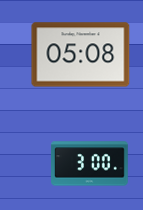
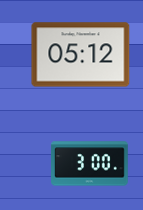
clock at (81, 55): 05:08 -> 05:12
